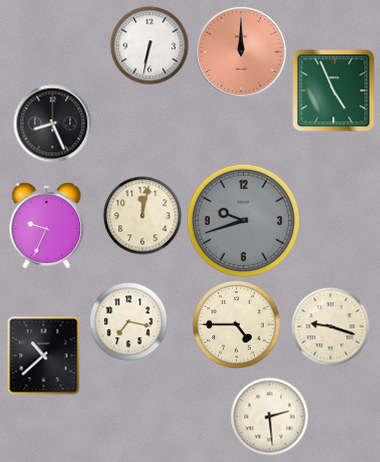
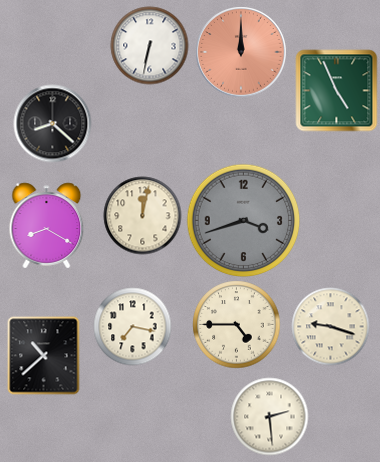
clock at (333, 90) position: (333, 90) -> (336, 90)
clock at (52, 123): 8:26 -> 8:22
clock at (243, 220): 9:42 -> 3:42
clock at (47, 225): 9:34 -> 8:20
clock at (128, 321) position: (128, 321) -> (132, 326)
